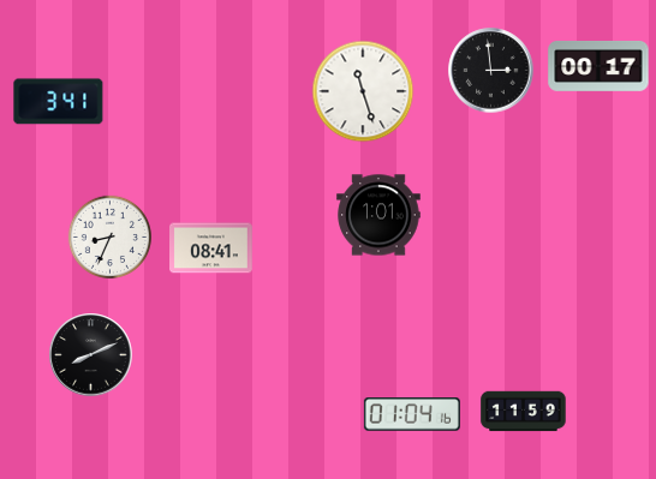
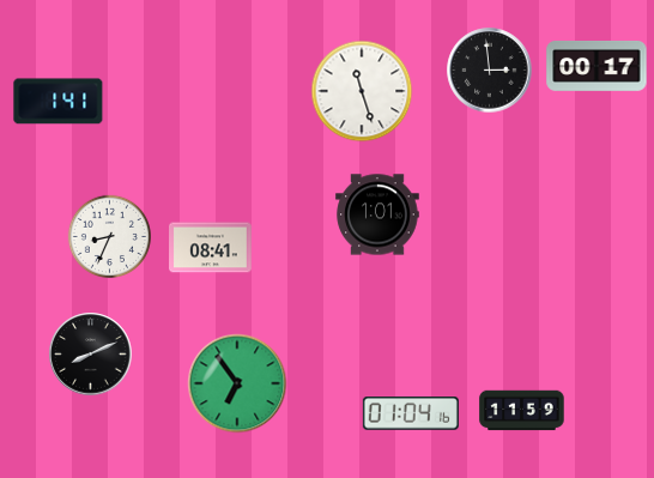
clock at (59, 102): 3:41 -> 1:41
clock at (237, 383): none -> 6:54
